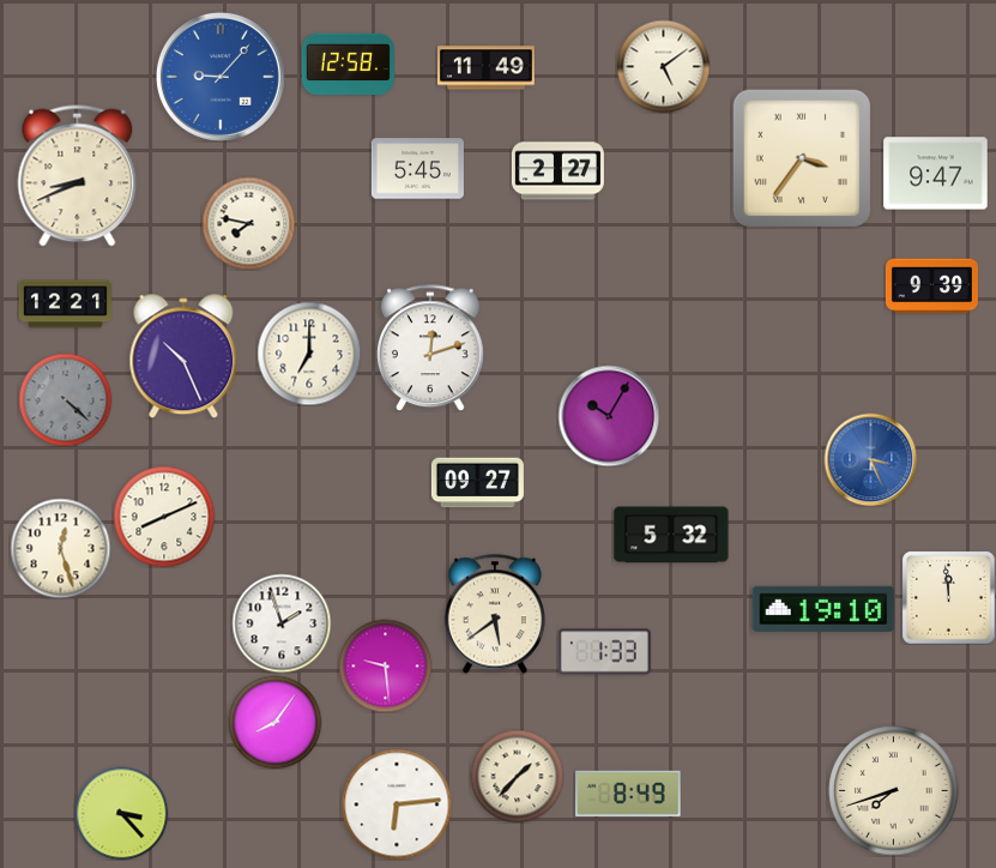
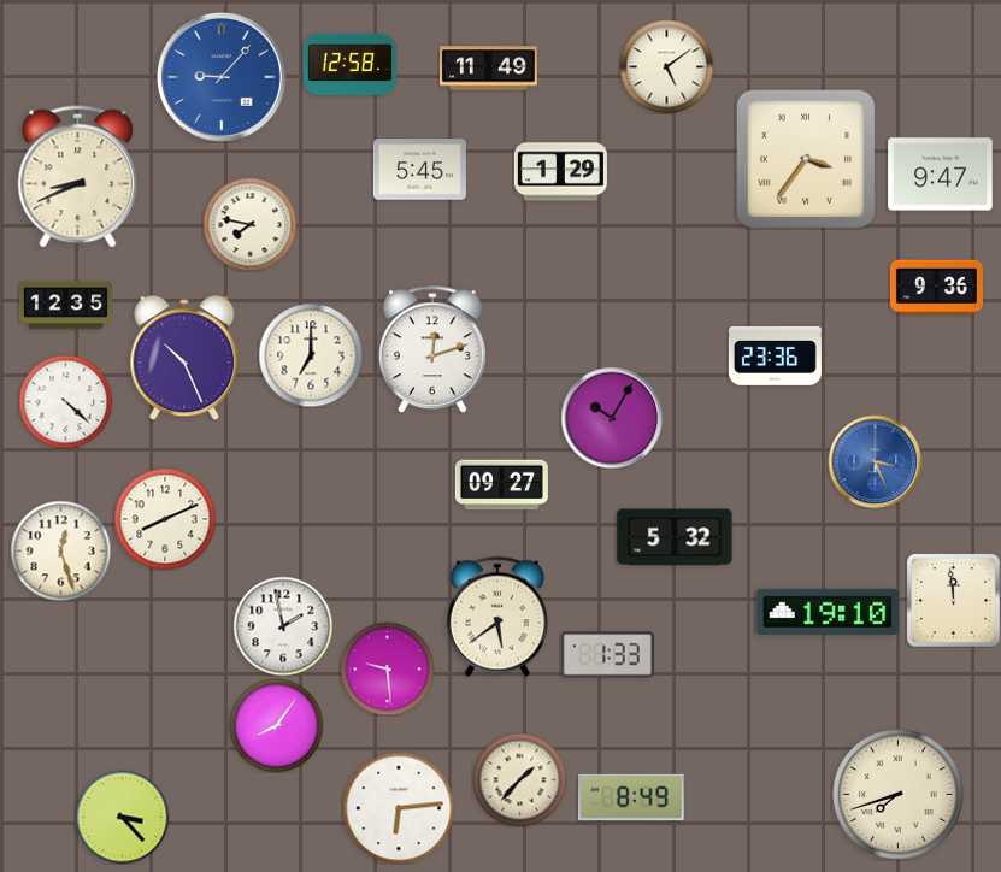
clock at (557, 171): 2:27 -> 1:29
clock at (931, 287): 9:39 -> 9:36
clock at (65, 305): 12:21 -> 12:35
clock at (775, 355): none -> 23:36
clock at (65, 399) dial: grey -> white
clock at (477, 483) position: (477, 483) -> (501, 485)
clock at (282, 623): 1:57 -> 1:58
